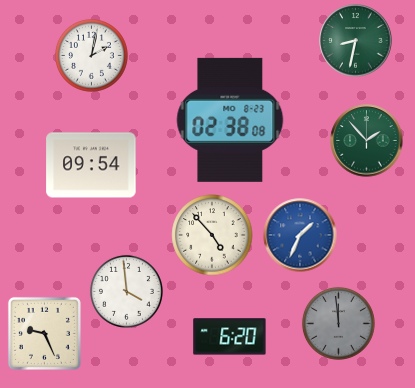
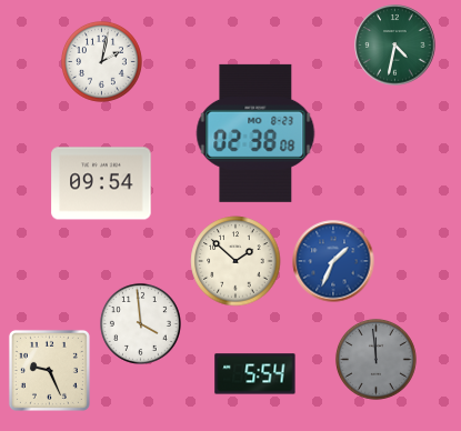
clock at (356, 41): 8:32 -> 4:32
clock at (367, 141): 1:53 -> none
clock at (212, 235): 4:53 -> 1:52
clock at (230, 337): 6:20 -> 5:54
